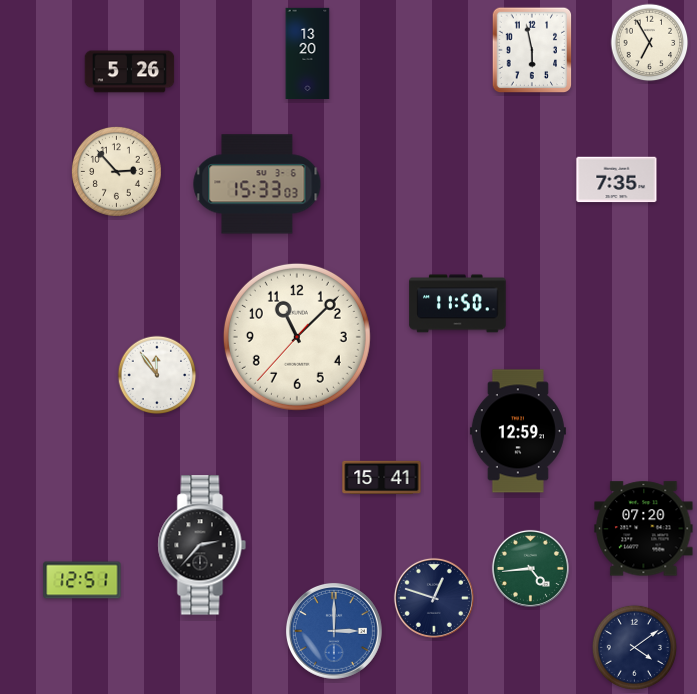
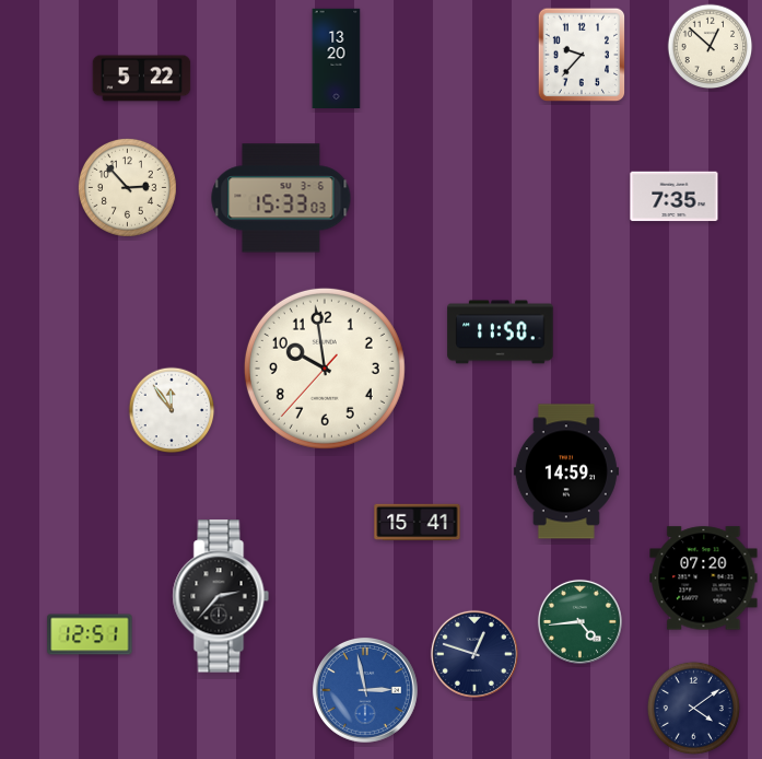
clock at (650, 43): 6:55 -> 12:52
clock at (532, 50): 5:58 -> 9:37
clock at (130, 72): 5:26 -> 5:22
clock at (257, 184) position: (257, 184) -> (281, 198)
clock at (297, 337): 11:07 -> 9:58
clock at (518, 431): 12:59 -> 14:59
clock at (335, 631): 3:00 -> 2:58
